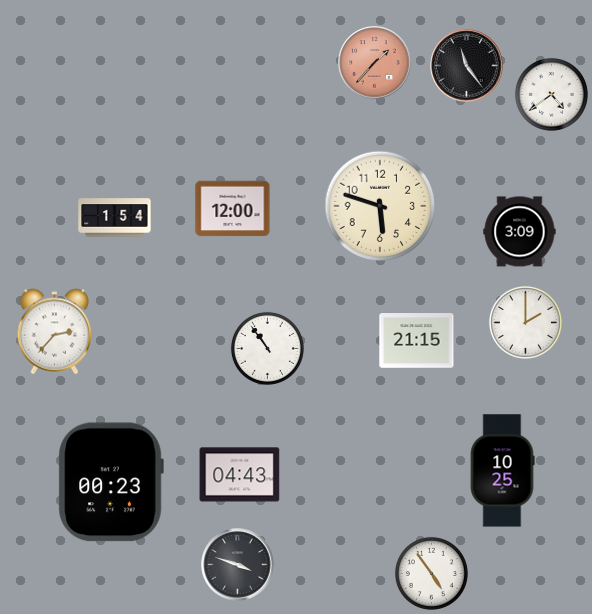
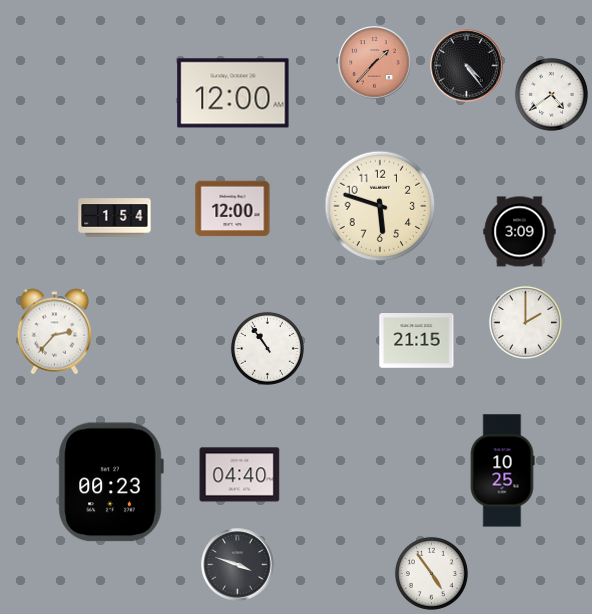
clock at (467, 66): 11:24 -> 4:24
clock at (233, 93): none -> 12:00
clock at (240, 475): 04:43 -> 04:40
